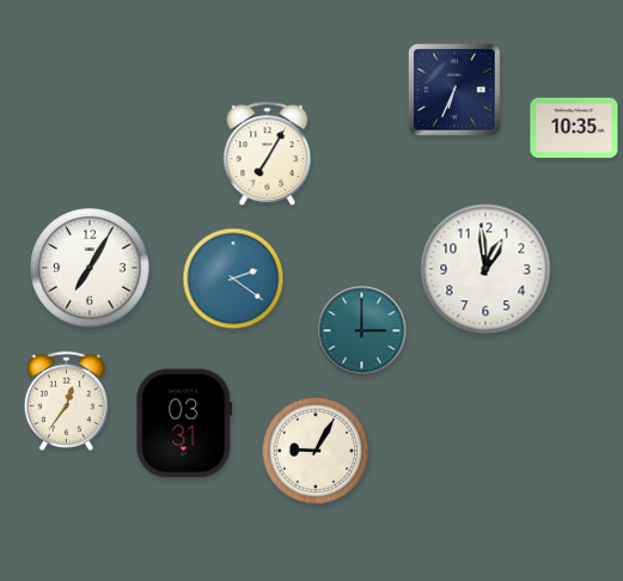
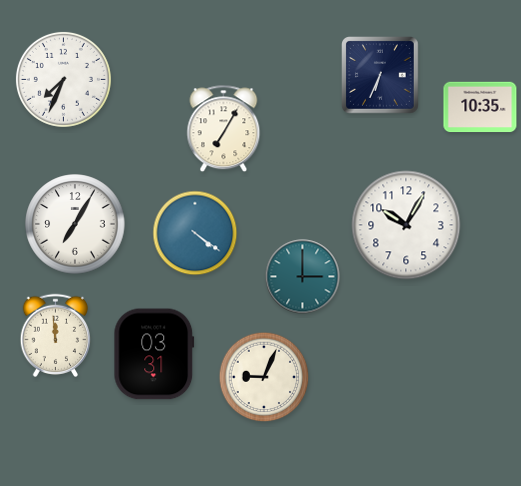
clock at (63, 79): none -> 7:34
clock at (485, 269): 12:59 -> 10:05
clock at (233, 279): 2:21 -> 4:21
clock at (67, 400): 12:36 -> 11:59
clock at (316, 451): 9:05 -> 9:04
